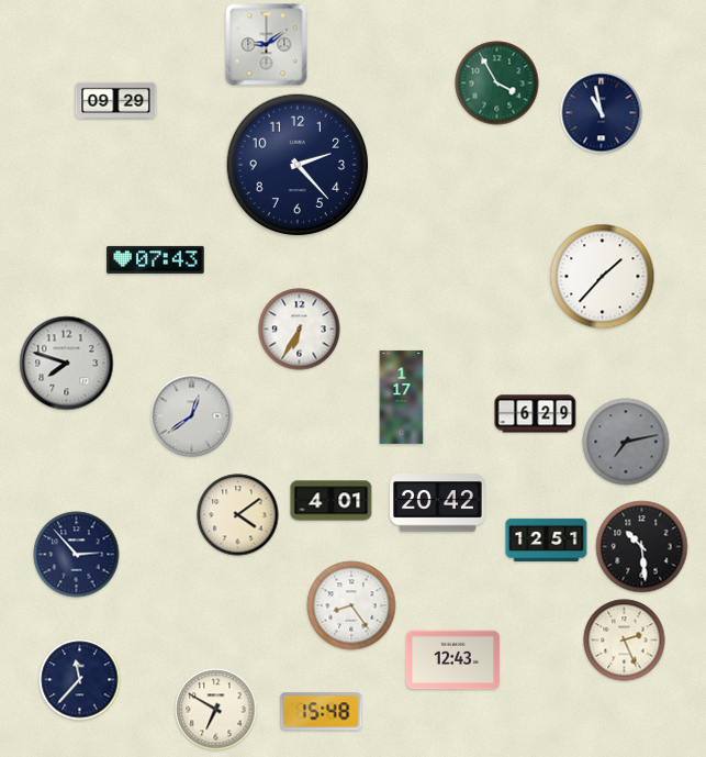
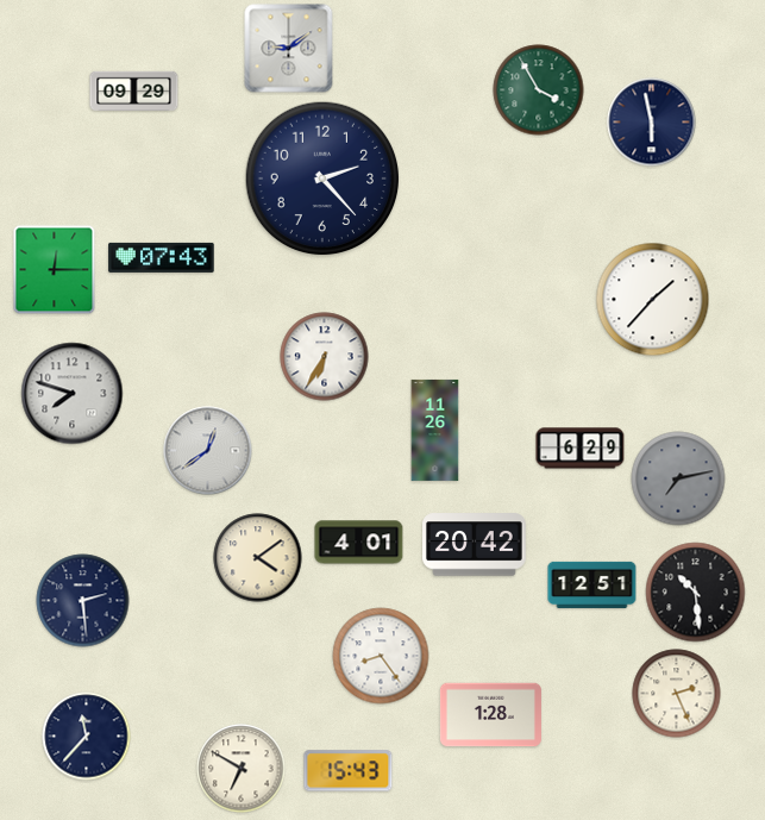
clock at (116, 100) position: (116, 100) -> (134, 90)
clock at (602, 113): 10:58 -> 5:58
clock at (55, 270): none -> 12:15
clock at (156, 259) position: (156, 259) -> (162, 257)
clock at (402, 397): 1:17 -> 11:26
clock at (77, 555): 2:53 -> 2:29
clock at (452, 660): 12:43 -> 1:28
clock at (216, 710) position: (216, 710) -> (242, 769)
clock at (322, 712): 15:48 -> 15:43
